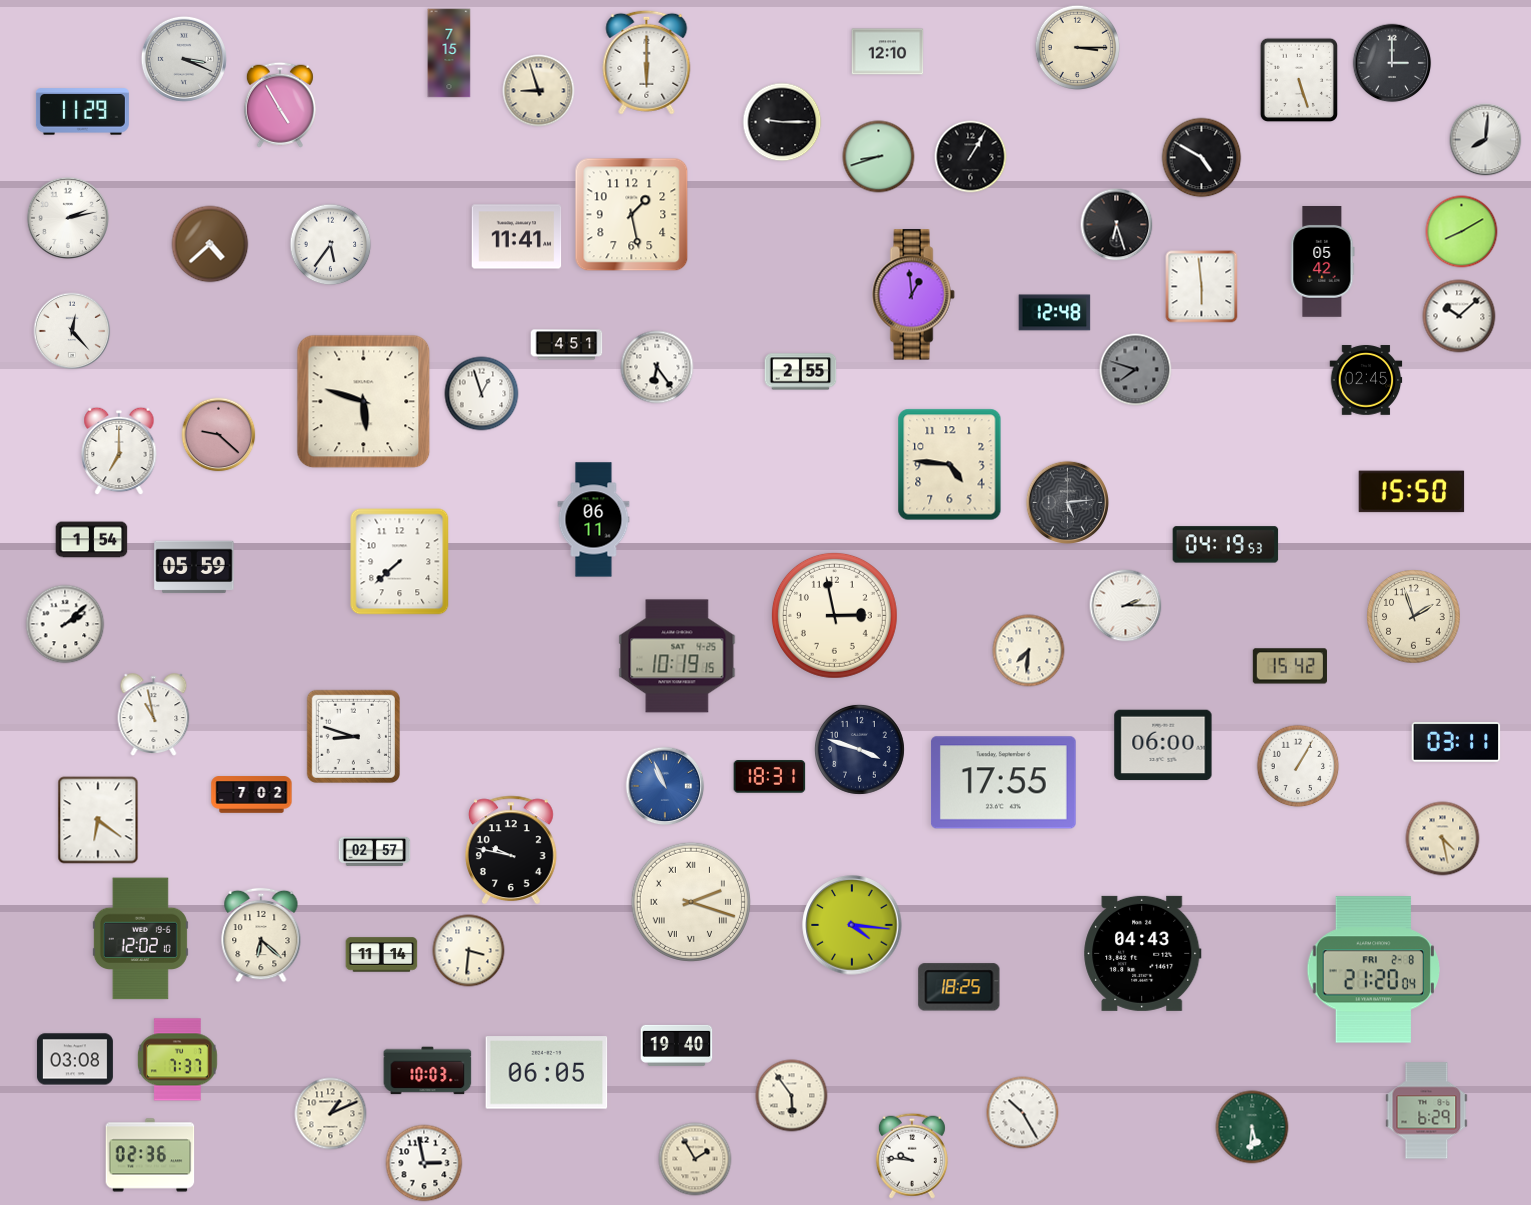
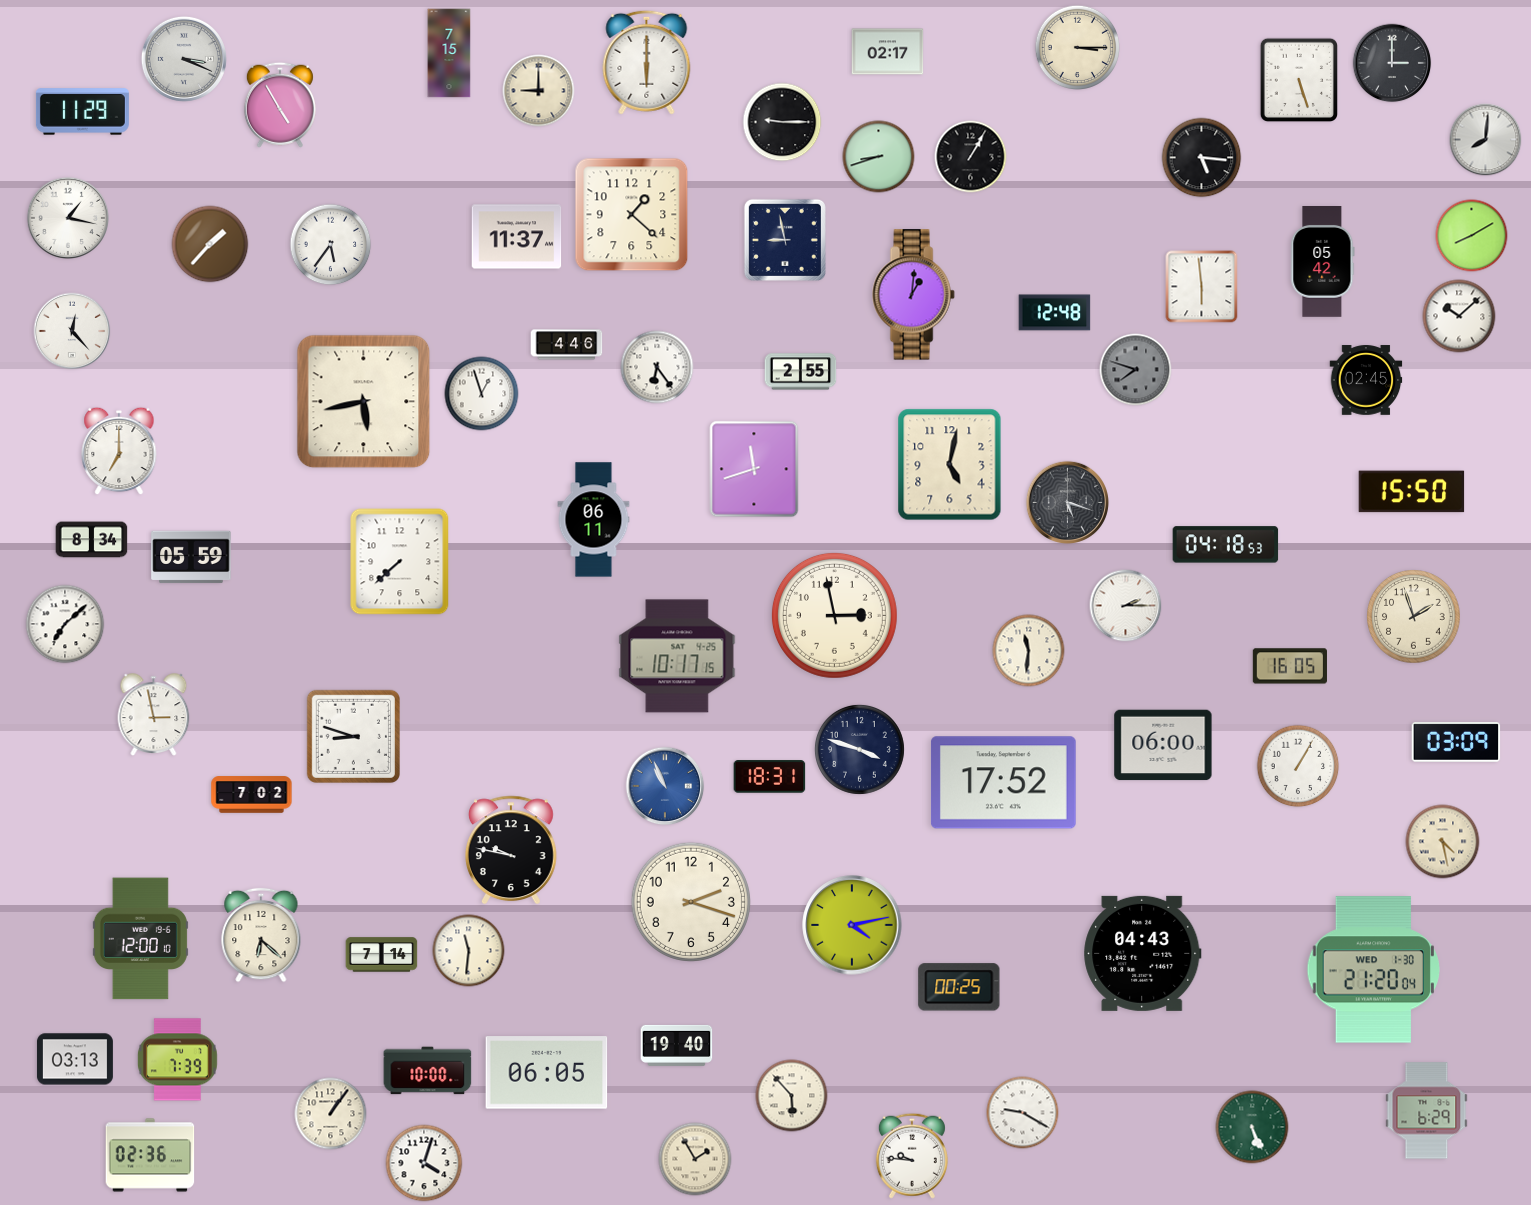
clock at (888, 52): 12:10 -> 02:17
clock at (539, 91): 8:57 -> 9:00
clock at (1202, 158): 4:50 -> 5:16
clock at (632, 215): 1:28 -> 1:22
clock at (67, 217): 2:13 -> 1:17
clock at (1117, 225): 6:27 -> none
clock at (1462, 232) position: (1462, 232) -> (1472, 236)
clock at (517, 237): 11:41 -> 11:37
clock at (785, 240): none -> 8:58
clock at (210, 244): 4:38 -> 1:37
clock at (913, 295): 12:59 -> 1:01
clock at (567, 345): 4:51 -> 4:46
clock at (364, 402): 5:48 -> 5:43
clock at (219, 435): 9:22 -> none
clock at (950, 465): 4:46 -> 5:02
clock at (754, 469): none -> 11:42
clock at (1067, 502): 5:14 -> 5:18
clock at (92, 540): 1:54 -> 8:34
clock at (1226, 545): 04:19 -> 04:18
clock at (194, 567) position: (194, 567) -> (191, 557)
clock at (65, 624): 2:08 -> 7:08
clock at (1029, 651): 7:31 -> 11:31
clock at (677, 656): 10:19 -> 10:17
clock at (1290, 666): 15:42 -> 16:05
clock at (154, 715): 10:58 -> 2:58
clock at (1456, 742): 03:11 -> 03:09
clock at (1003, 783): 17:55 -> 17:52
clock at (98, 820): 6:21 -> none
clock at (1443, 839) position: (1443, 839) -> (1443, 842)
clock at (375, 851): 02:57 -> none
clock at (691, 902) numerals: Roman -> Arabic
clock at (852, 925): 4:16 -> 4:13
clock at (140, 939): 12:02 -> 12:00
clock at (469, 951): 3:31 -> 11:31
clock at (382, 955): 11:14 -> 7:14
clock at (1373, 970) date: FRI 2-8 -> WED 1-30
clock at (959, 987): 18:25 -> 00:25
clock at (75, 1059): 03:08 -> 03:13
clock at (177, 1060): 7:37 -> 7:39
clock at (428, 1071): 10:03 -> 10:00
clock at (792, 1096): 5:54 -> 5:53
clock at (1023, 1113): 10:25 -> 9:20
clock at (331, 1114): 1:11 -> 1:06
clock at (1252, 1127): 5:31 -> 5:26
clock at (424, 1163): 2:58 -> 4:03
